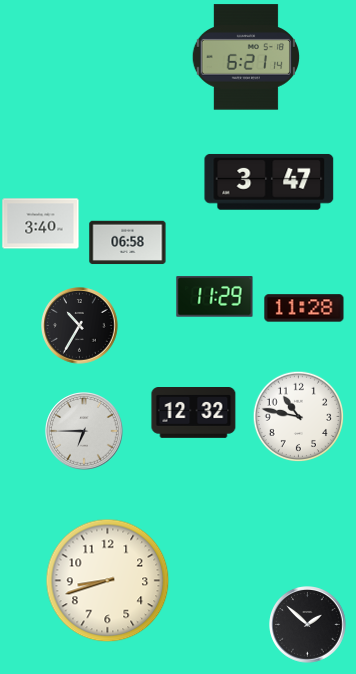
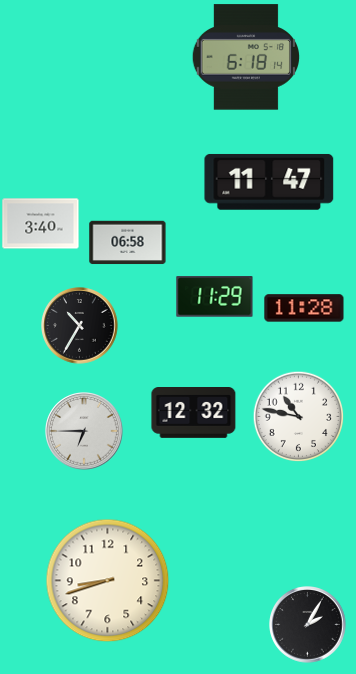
clock at (245, 57): 6:21 -> 6:18
clock at (269, 182): 3:47 -> 11:47
clock at (308, 625): 1:52 -> 2:05
